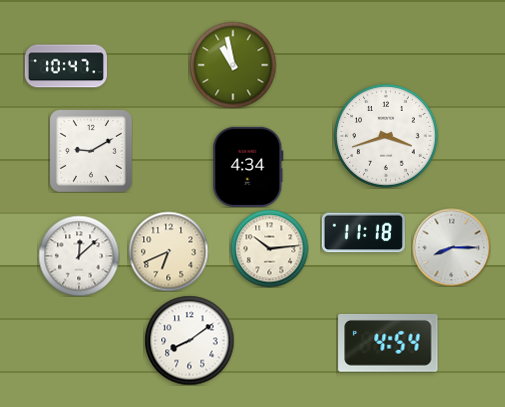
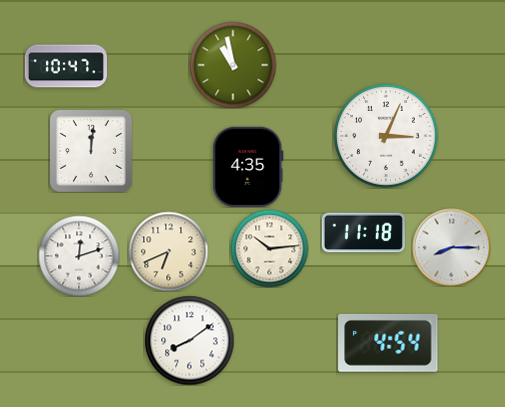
clock at (387, 137): 3:42 -> 3:04
clock at (91, 151): 9:10 -> 12:01
clock at (248, 167): 4:34 -> 4:35
clock at (79, 256): 12:08 -> 12:12
